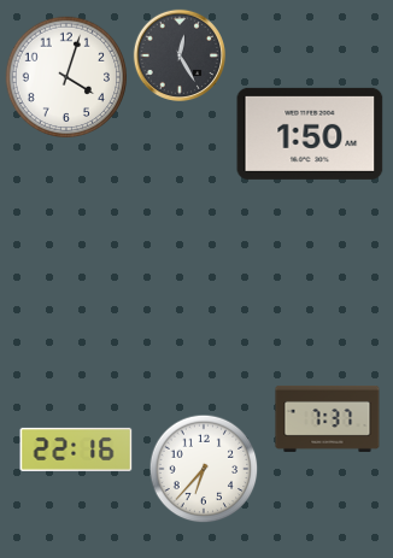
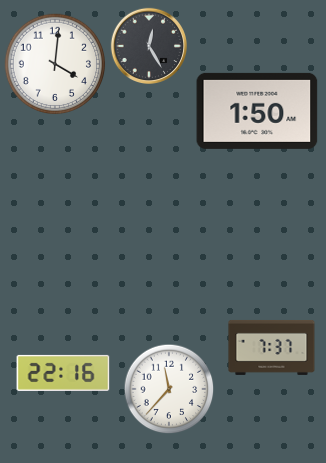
clock at (66, 77): 4:03 -> 4:01
clock at (204, 469): 6:37 -> 11:37
